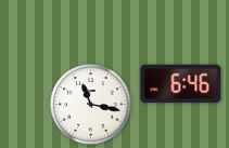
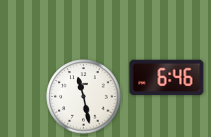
clock at (91, 105): 11:17 -> 11:28
